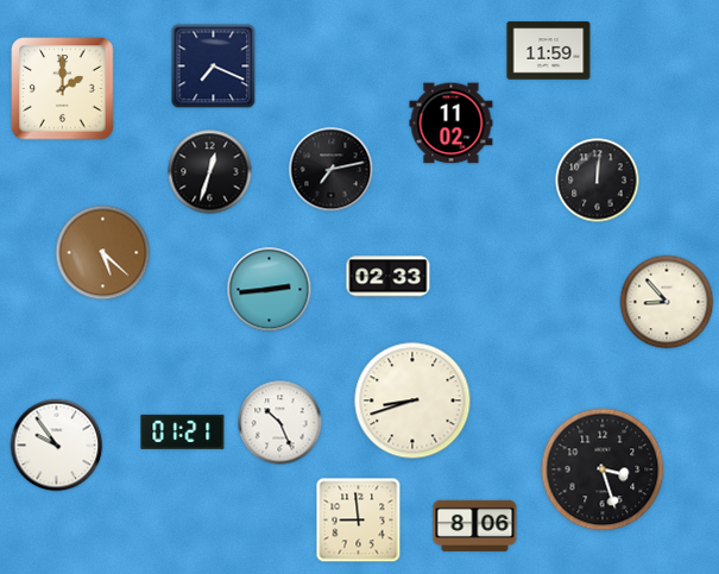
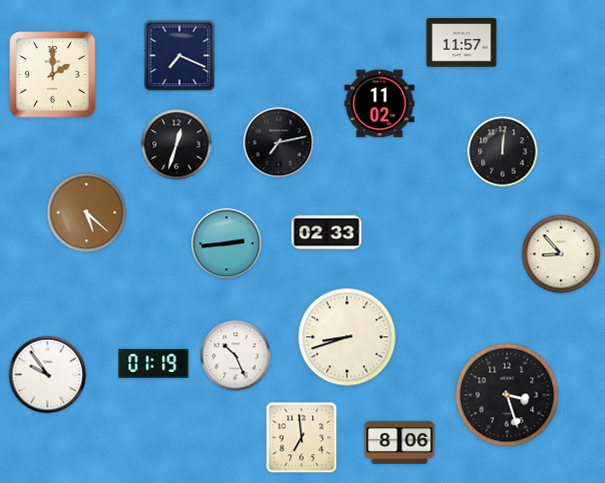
clock at (549, 51): 11:59 -> 11:57
clock at (183, 431): 01:21 -> 01:19
clock at (359, 521): 8:59 -> 6:59
